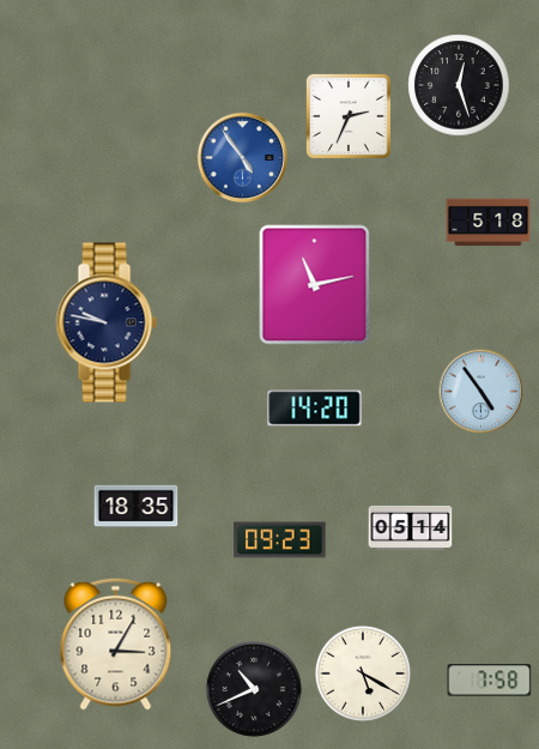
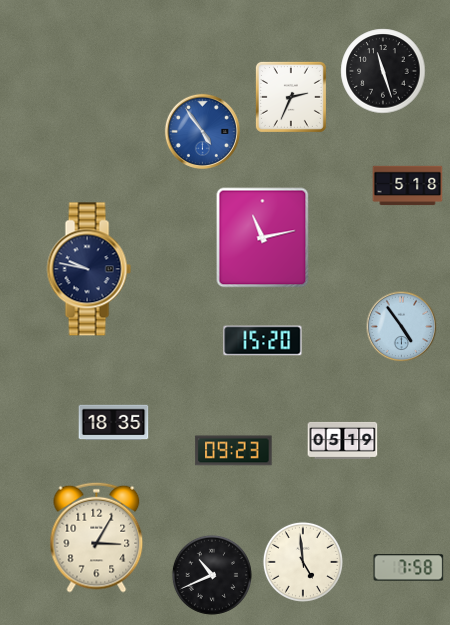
clock at (459, 85): 12:27 -> 11:27
clock at (315, 409): 14:20 -> 15:20
clock at (411, 527): 05:14 -> 05:19
clock at (363, 674): 5:20 -> 4:59
